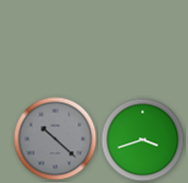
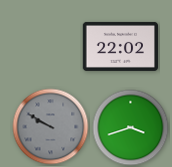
clock at (120, 46): none -> 22:02
clock at (56, 139): 10:22 -> 9:50
